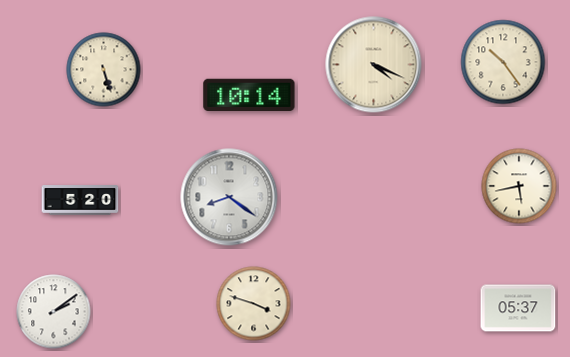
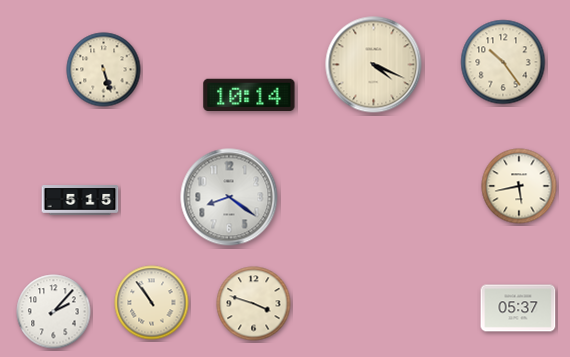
clock at (80, 200): 5:20 -> 5:15
clock at (152, 303): none -> 10:54
clock at (54, 312): 2:09 -> 2:07
